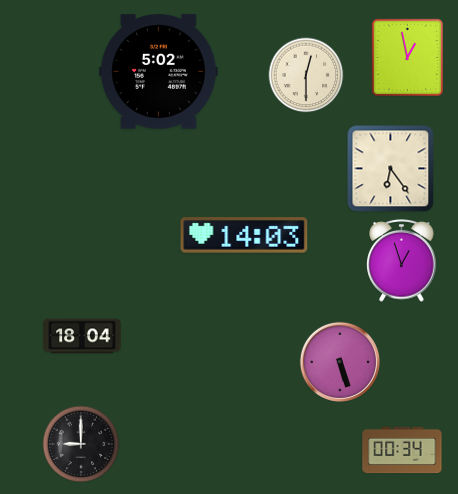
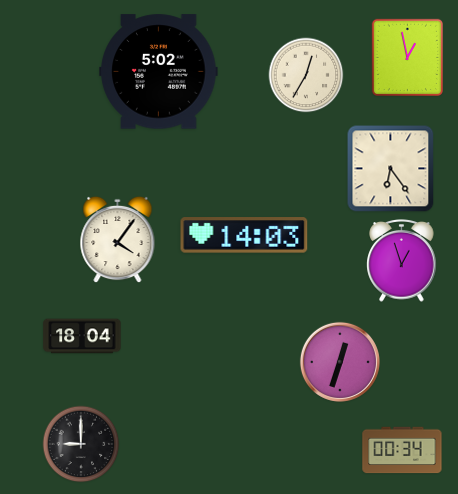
clock at (306, 75): 12:30 -> 12:35
clock at (118, 240): none -> 4:06
clock at (340, 362): 5:27 -> 12:33
